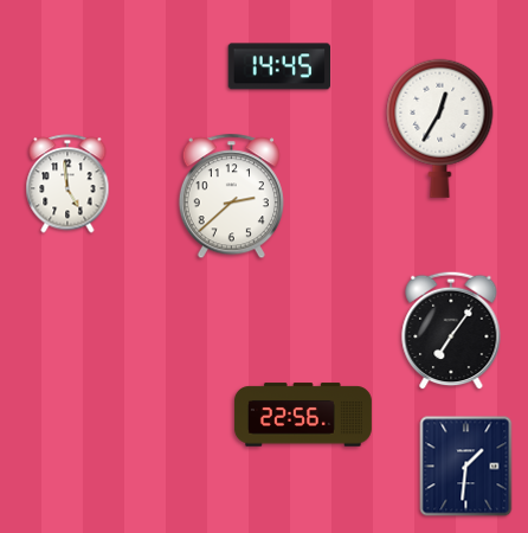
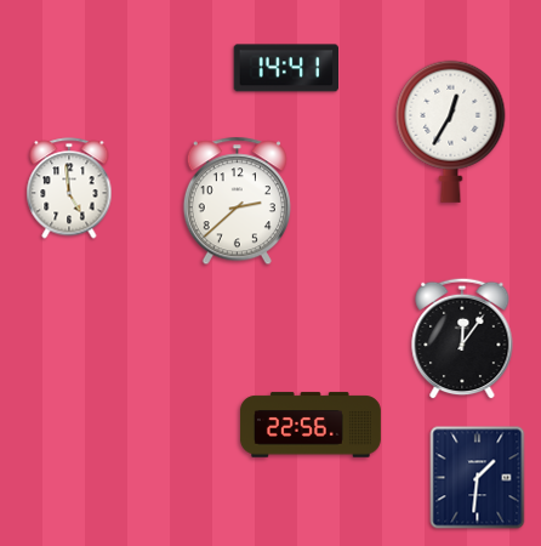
clock at (278, 66): 14:45 -> 14:41
clock at (451, 330): 7:06 -> 12:06
